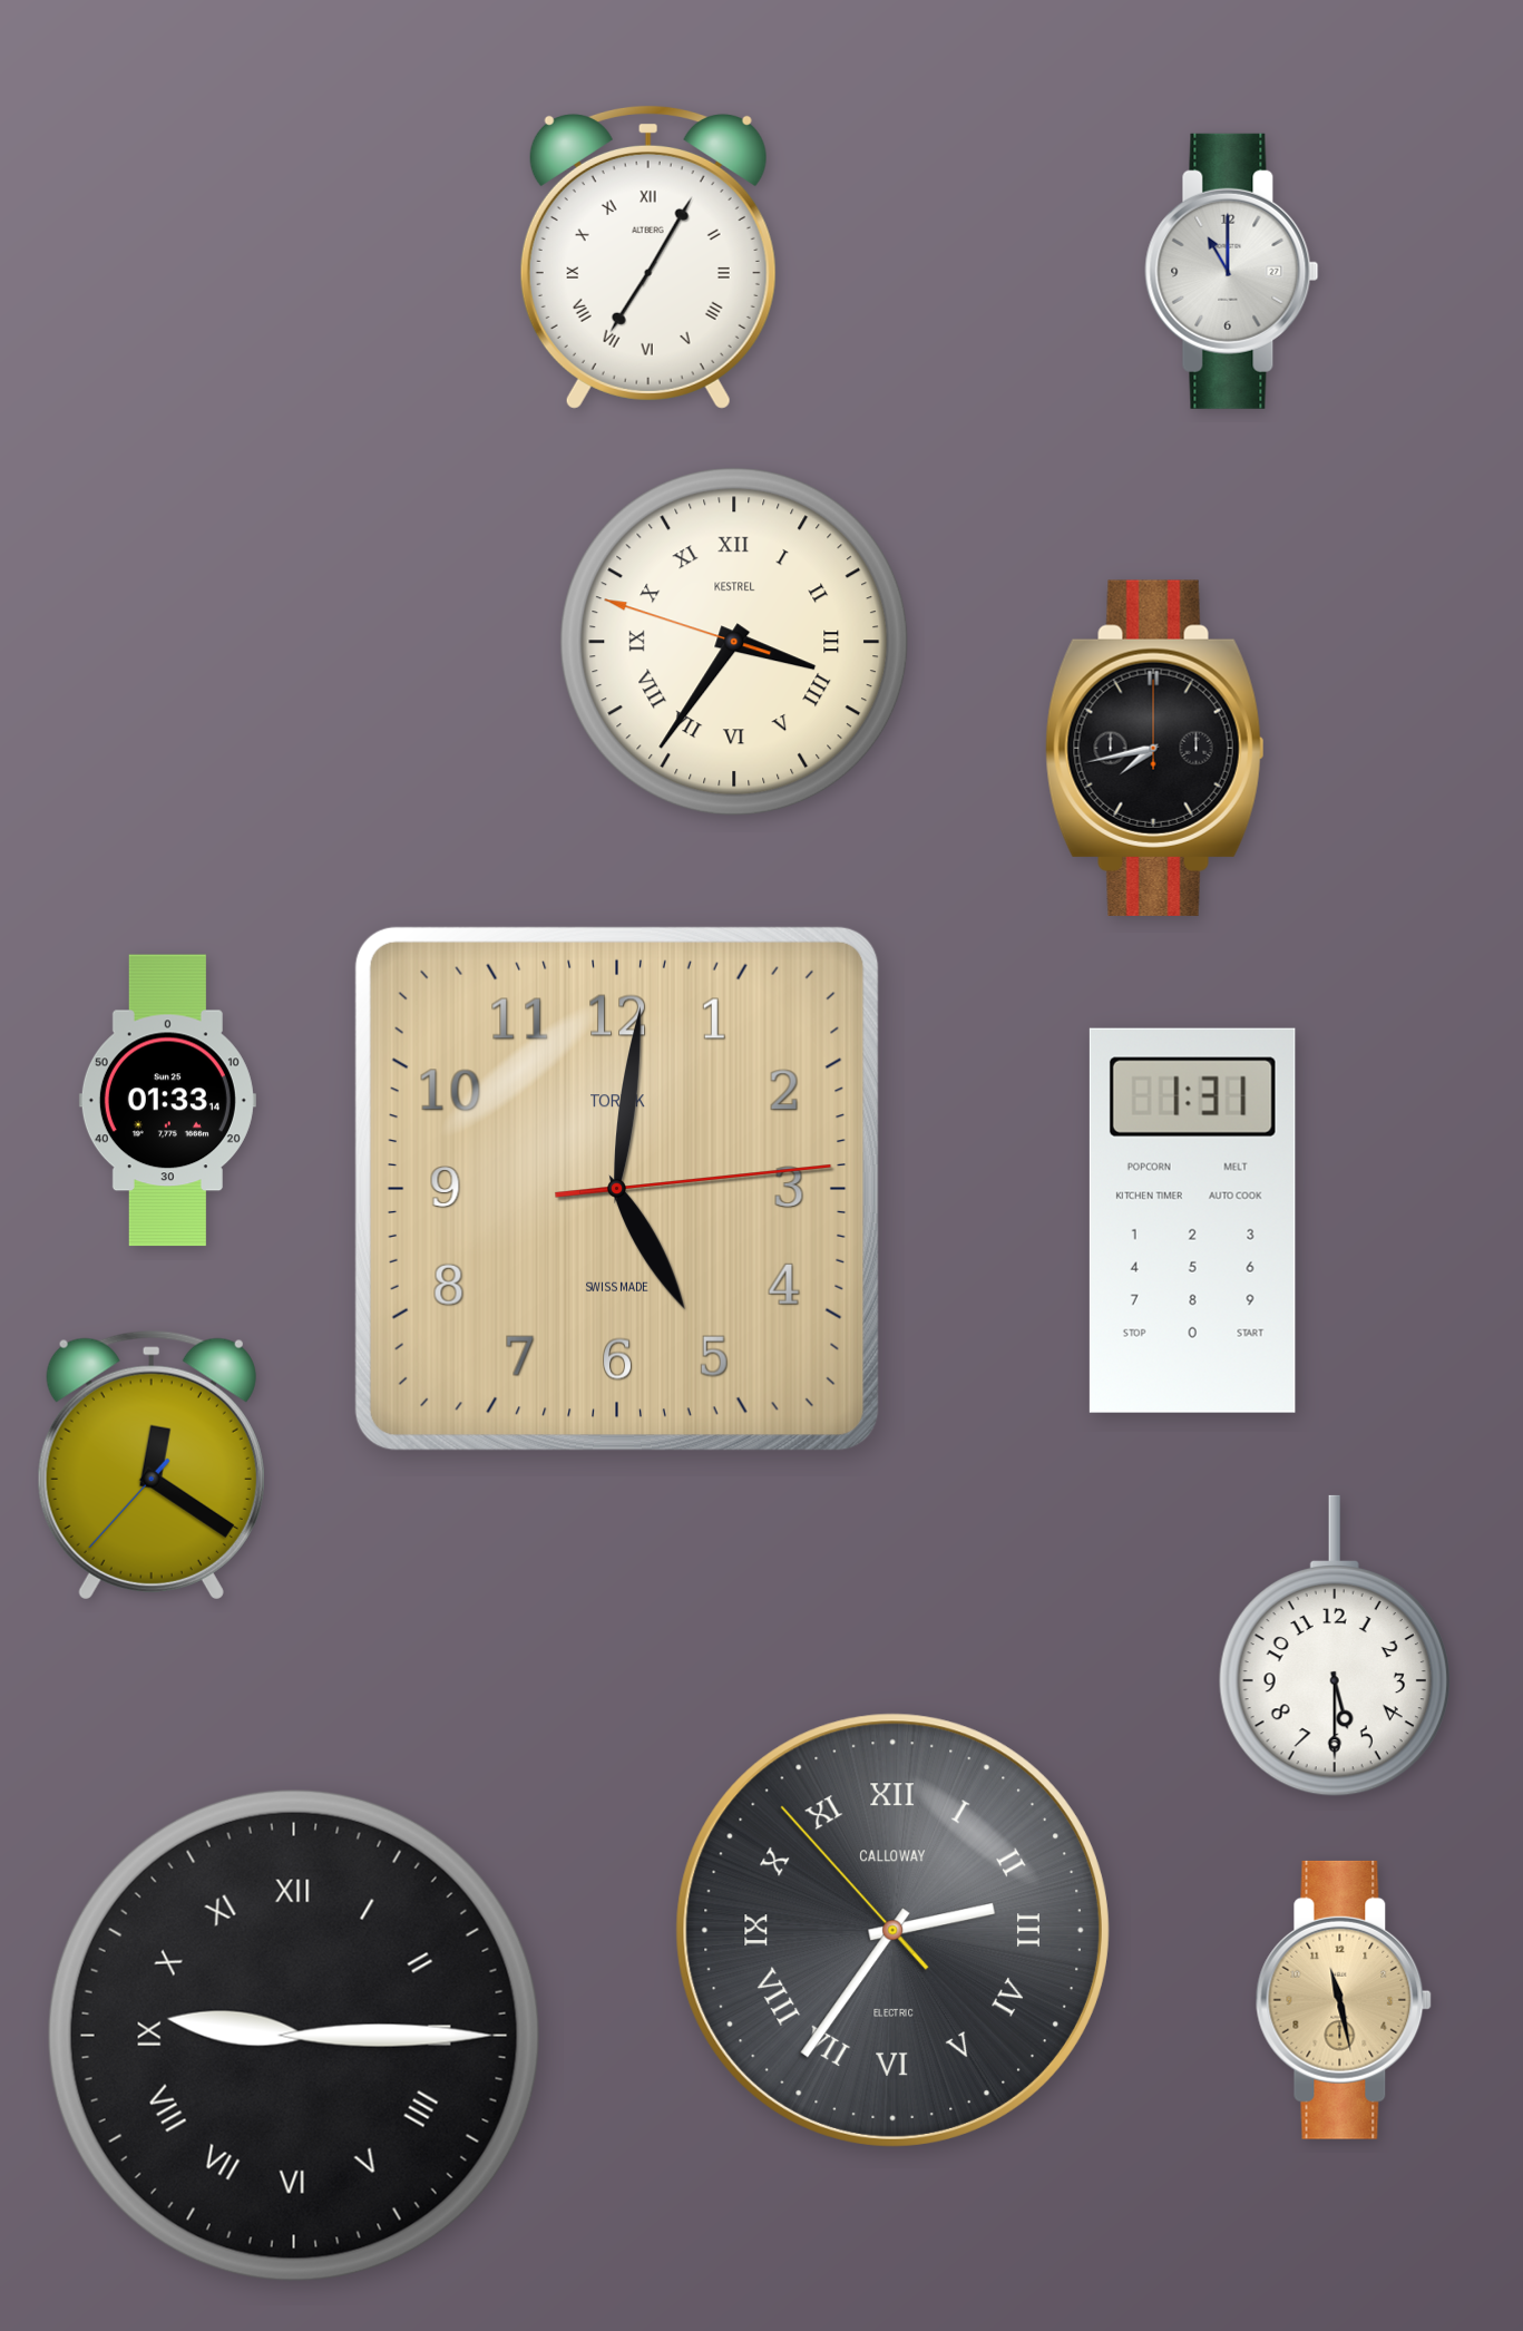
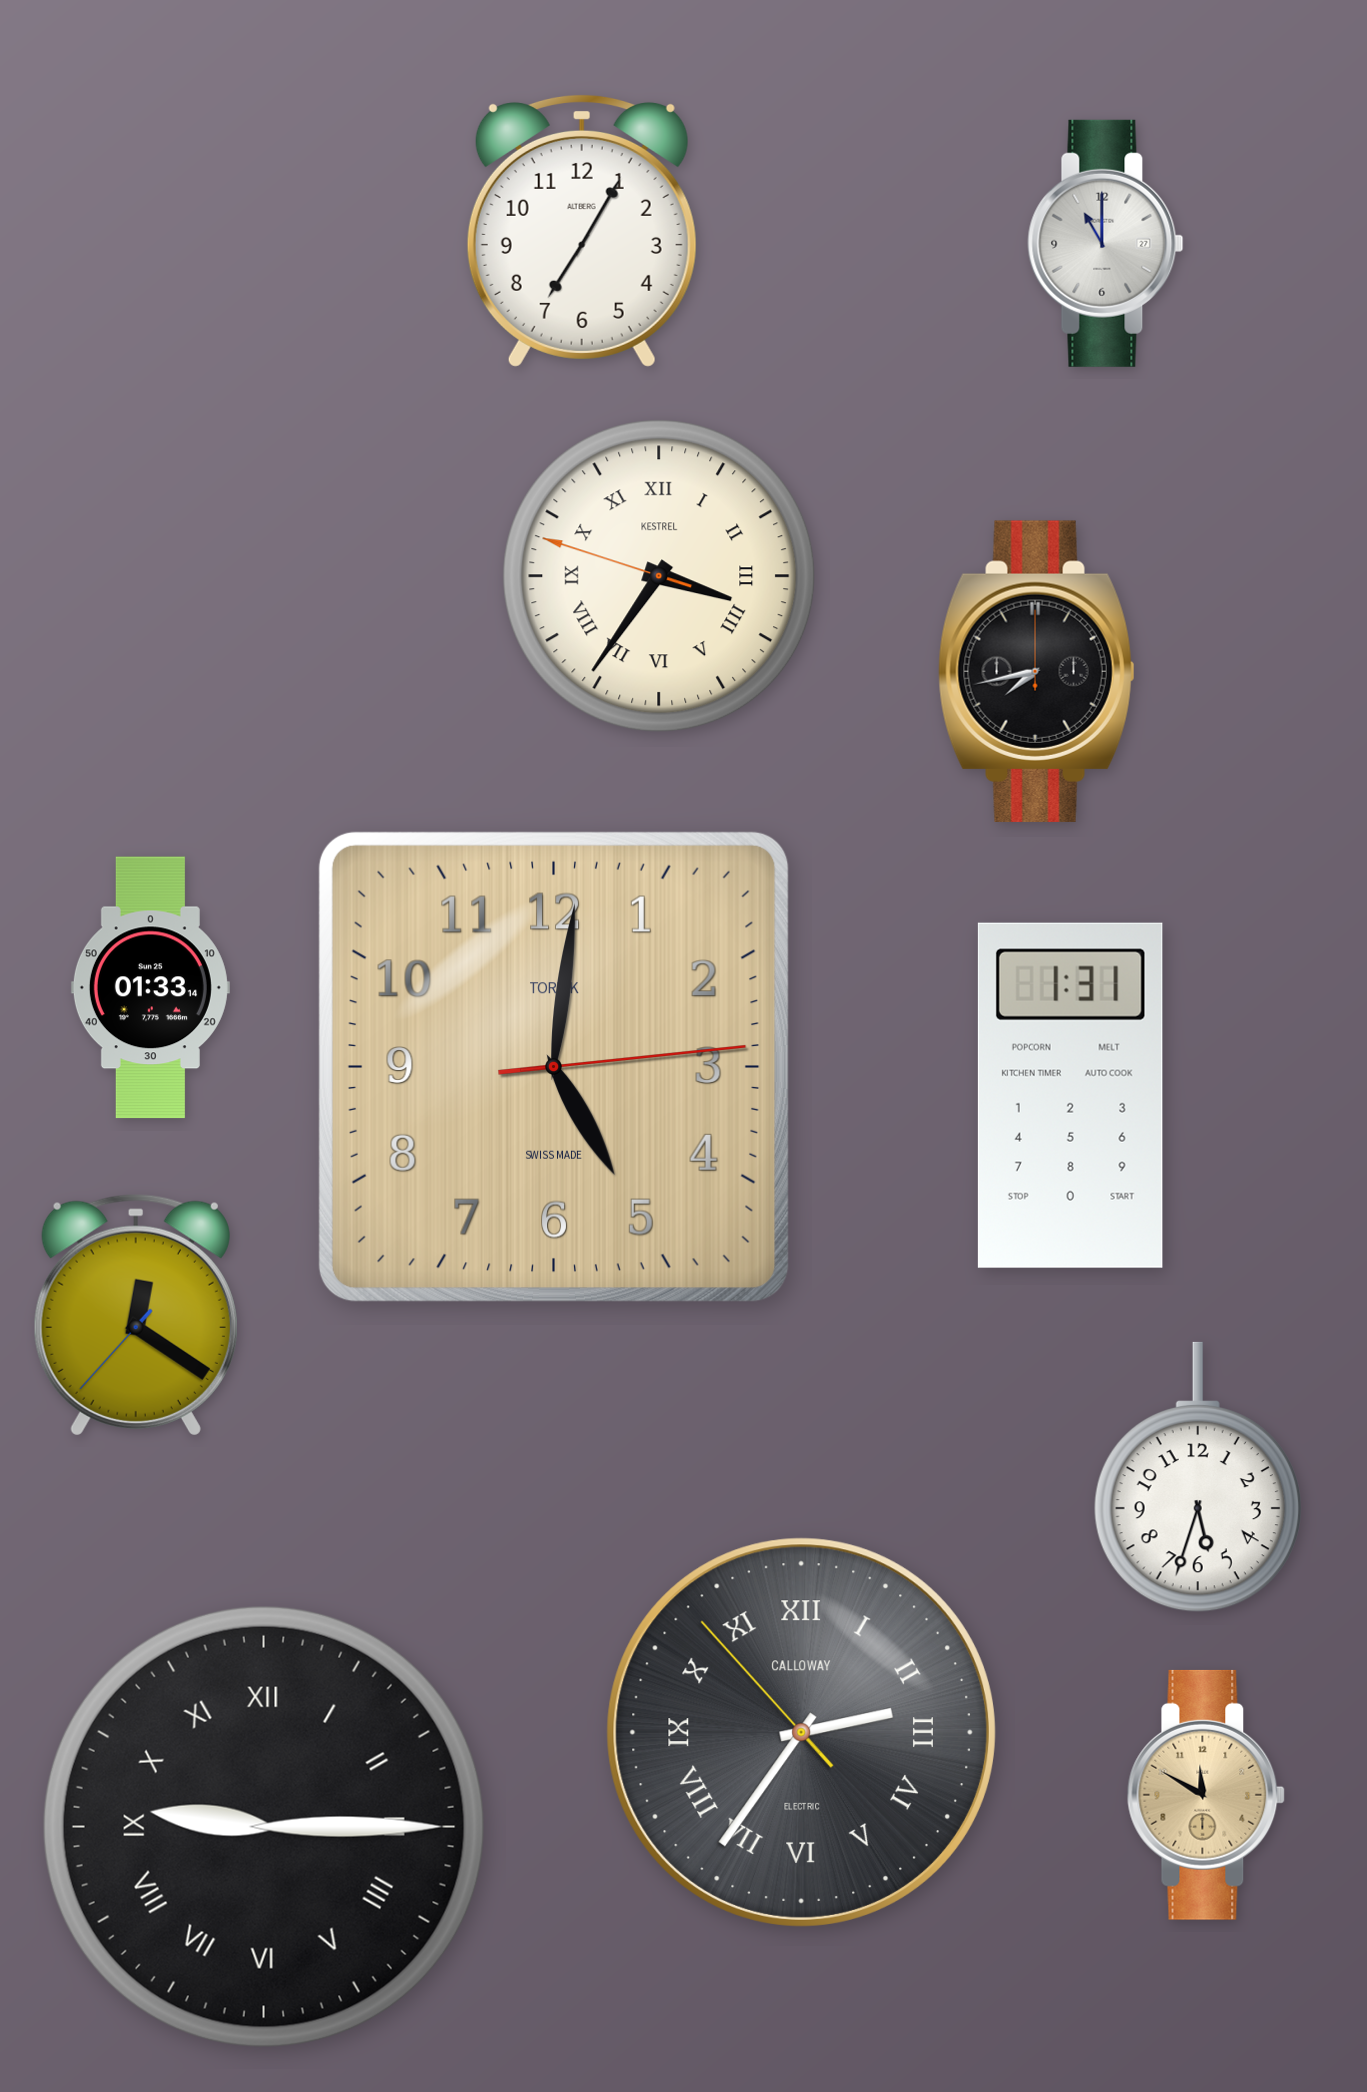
clock at (648, 256) numerals: Roman -> Arabic
clock at (1335, 1646): 5:30 -> 5:33
clock at (1344, 2000): 11:28 -> 11:50
